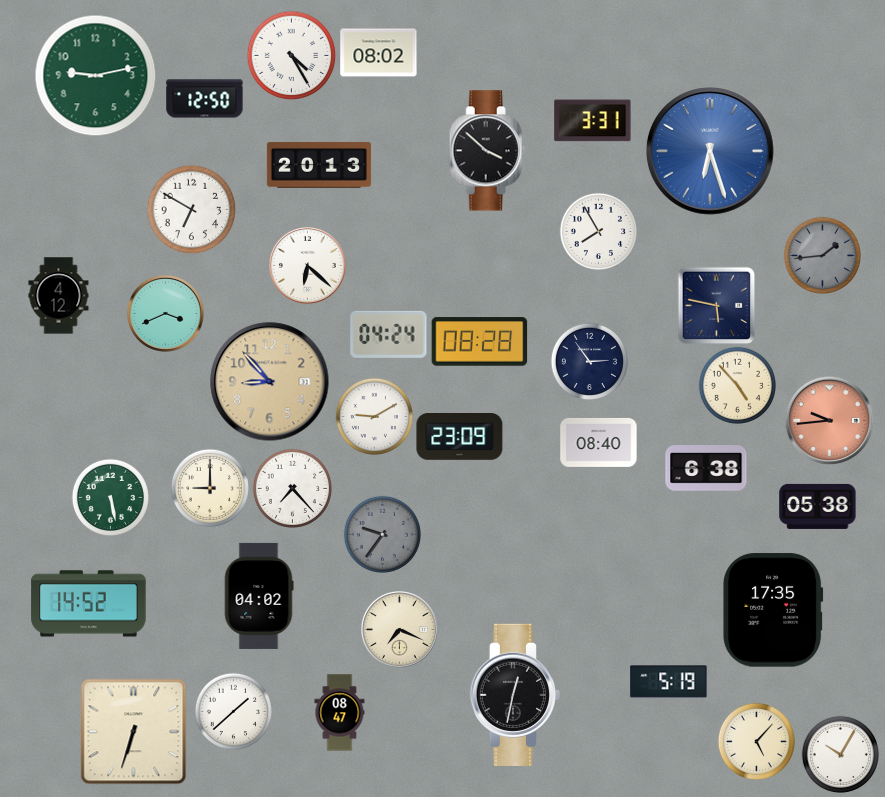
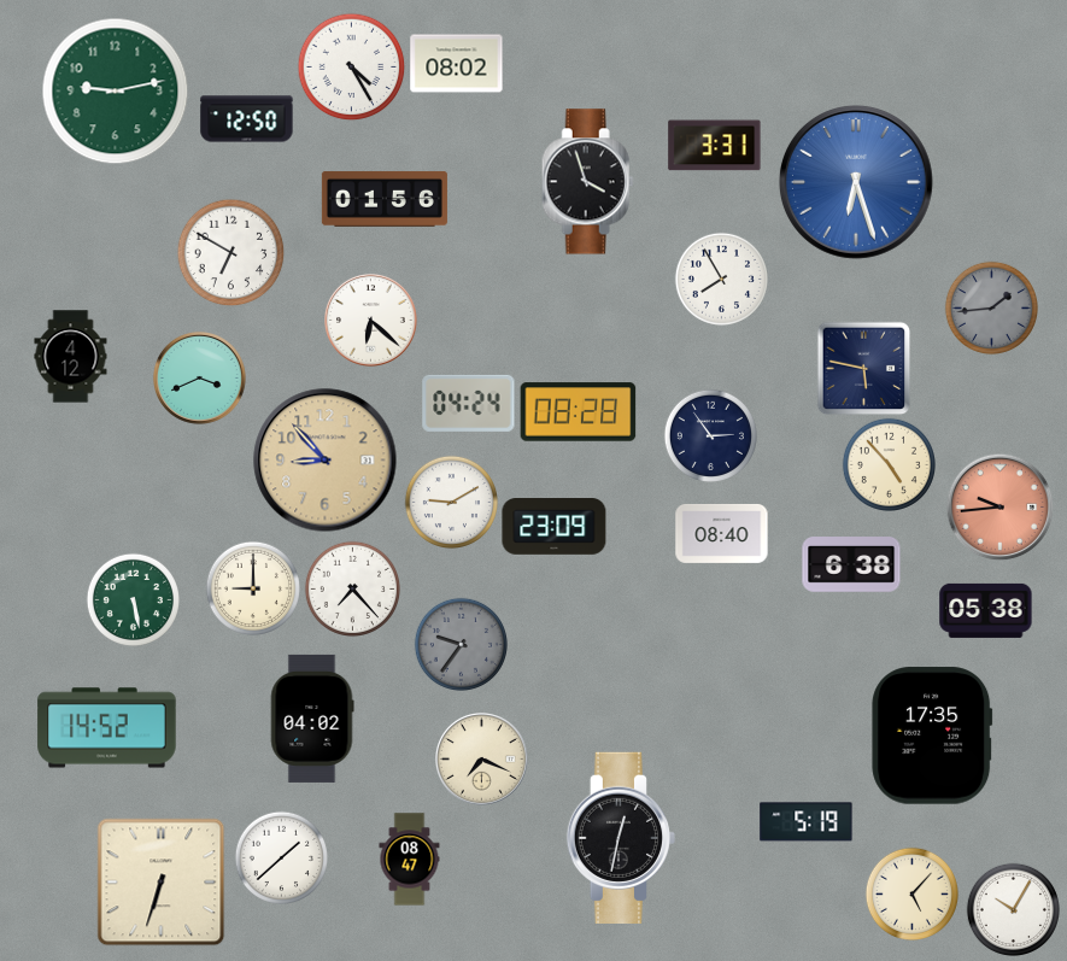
clock at (487, 151): 3:52 -> 3:57
clock at (319, 165): 20:13 -> 01:56
